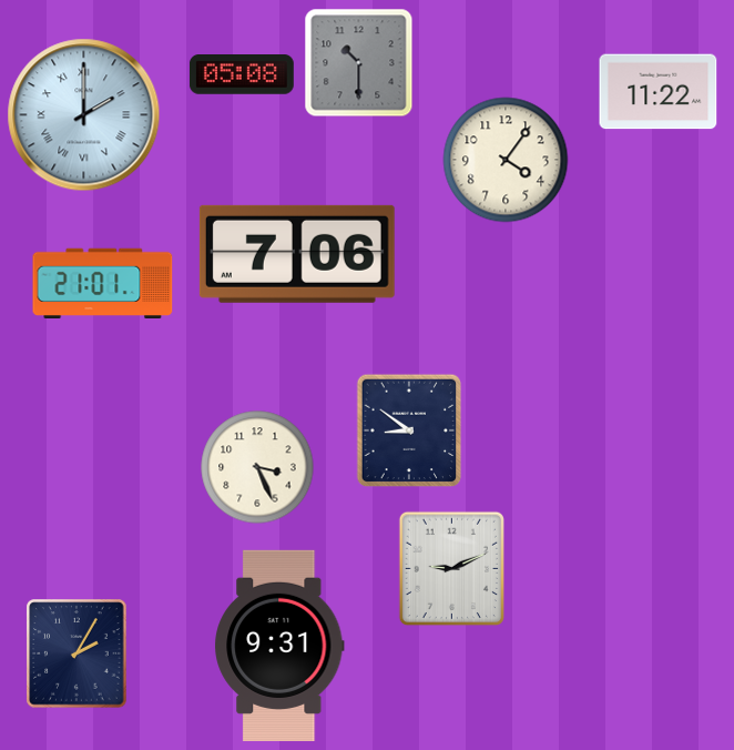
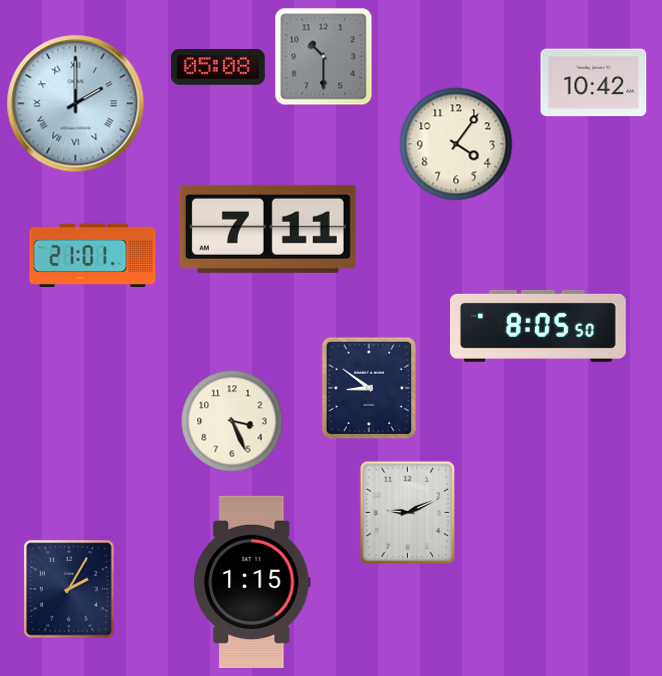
clock at (659, 92): 11:22 -> 10:42
clock at (297, 254): 7:06 -> 7:11
clock at (538, 326): none -> 8:05
clock at (279, 646): 9:31 -> 1:15
